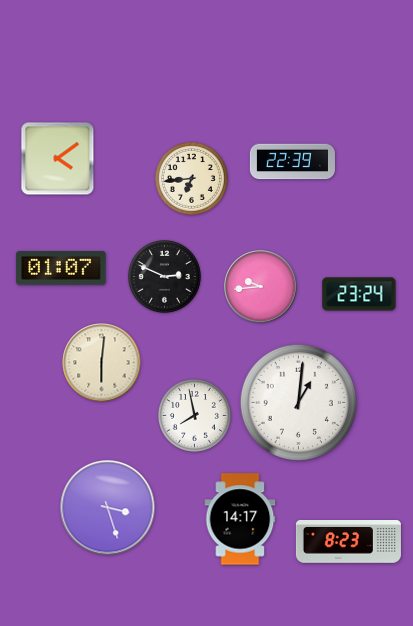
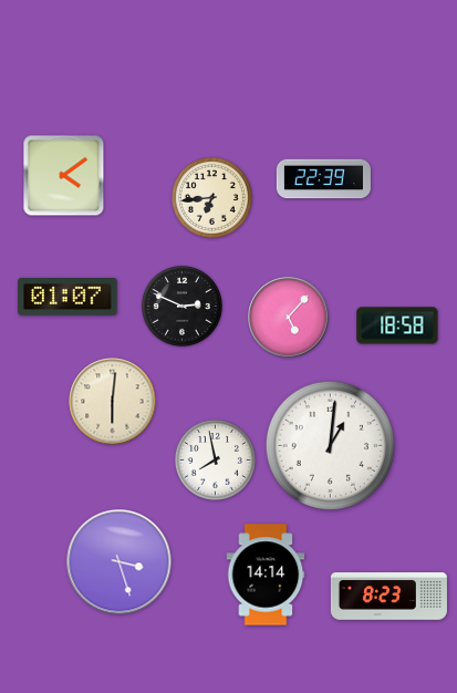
clock at (261, 287): 9:44 -> 5:07
clock at (359, 294): 23:24 -> 18:58
clock at (240, 519): 14:17 -> 14:14
clock at (348, 542) position: (348, 542) -> (388, 597)
